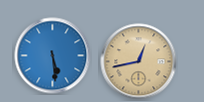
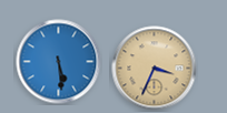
clock at (139, 62): 12:43 -> 3:34
